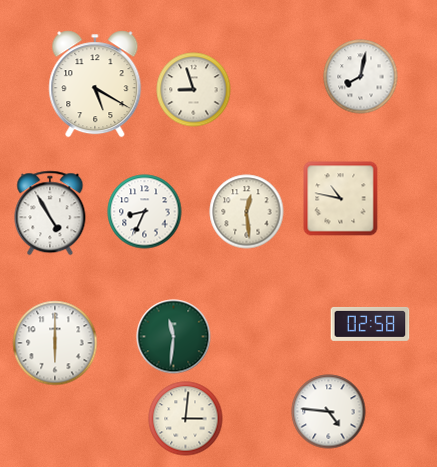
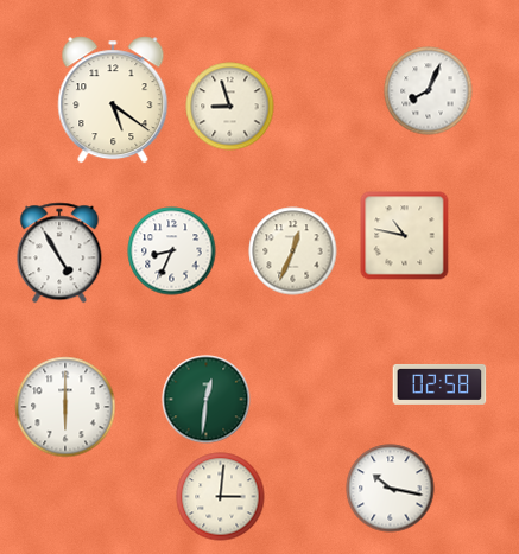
clock at (361, 77): 8:02 -> 8:04
clock at (95, 84): 5:20 -> 5:21
clock at (247, 212): 12:29 -> 12:34
clock at (174, 337): 11:31 -> 12:31
clock at (329, 412): 4:46 -> 10:17
